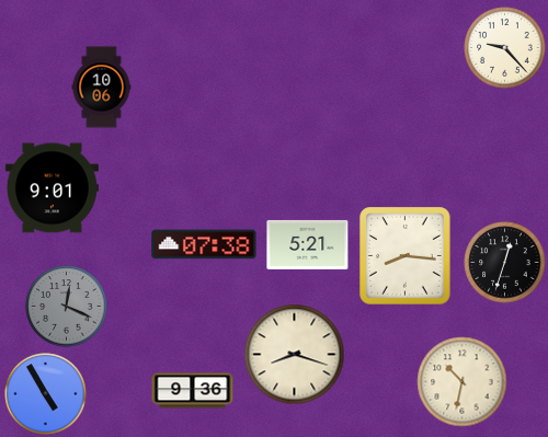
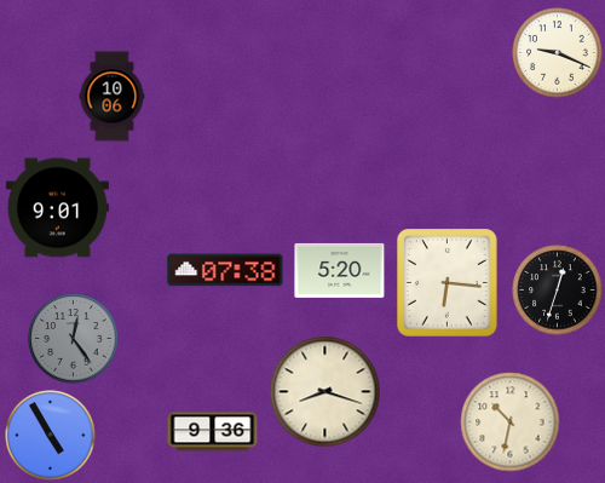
clock at (505, 48): 9:23 -> 9:19
clock at (308, 244): 5:21 -> 5:20
clock at (406, 256): 8:16 -> 6:16
clock at (67, 307): 12:19 -> 12:24
